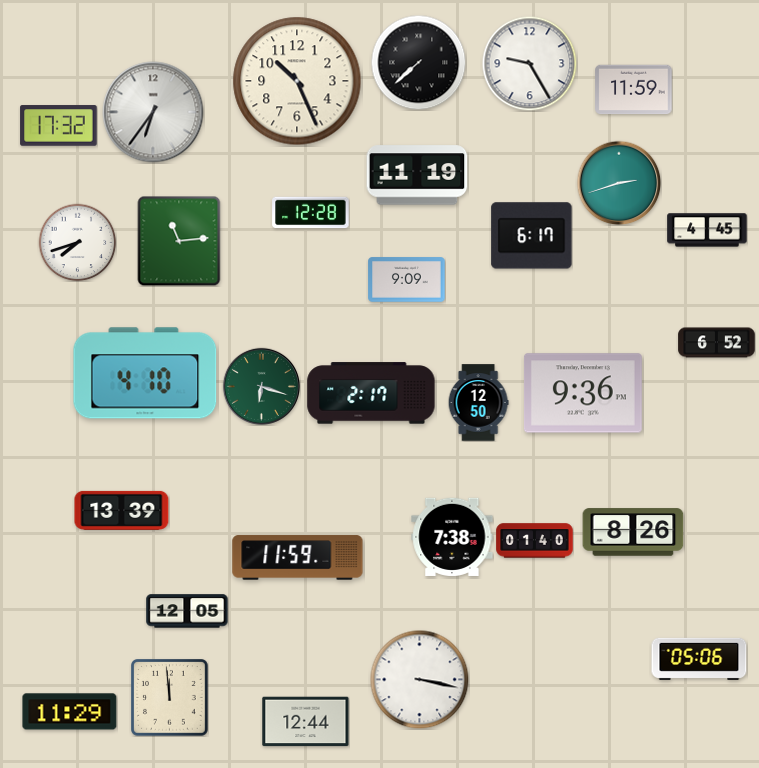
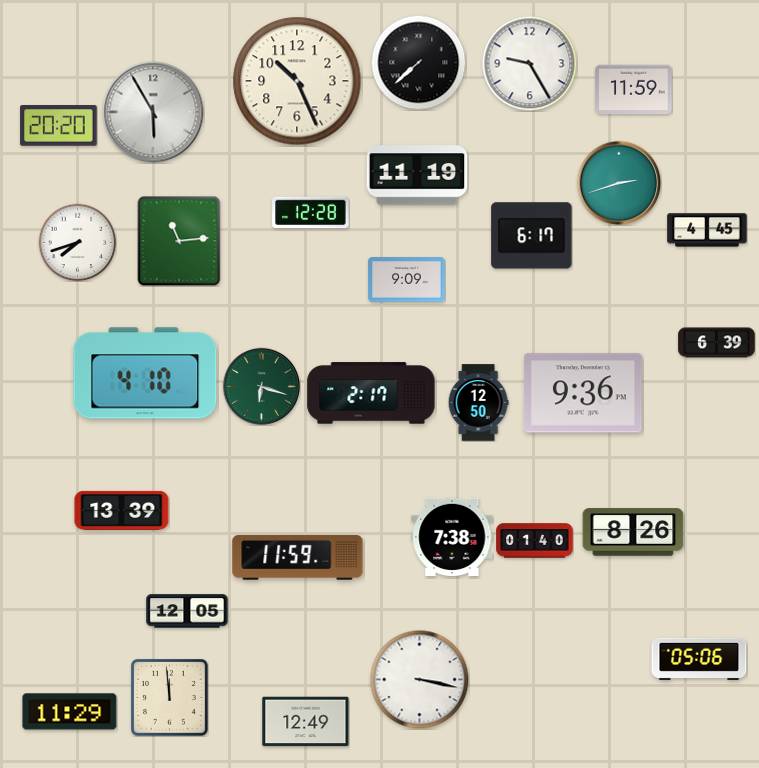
clock at (153, 112): 6:36 -> 5:55
clock at (59, 126): 17:32 -> 20:20
clock at (717, 343): 6:52 -> 6:39
clock at (306, 722): 12:44 -> 12:49
